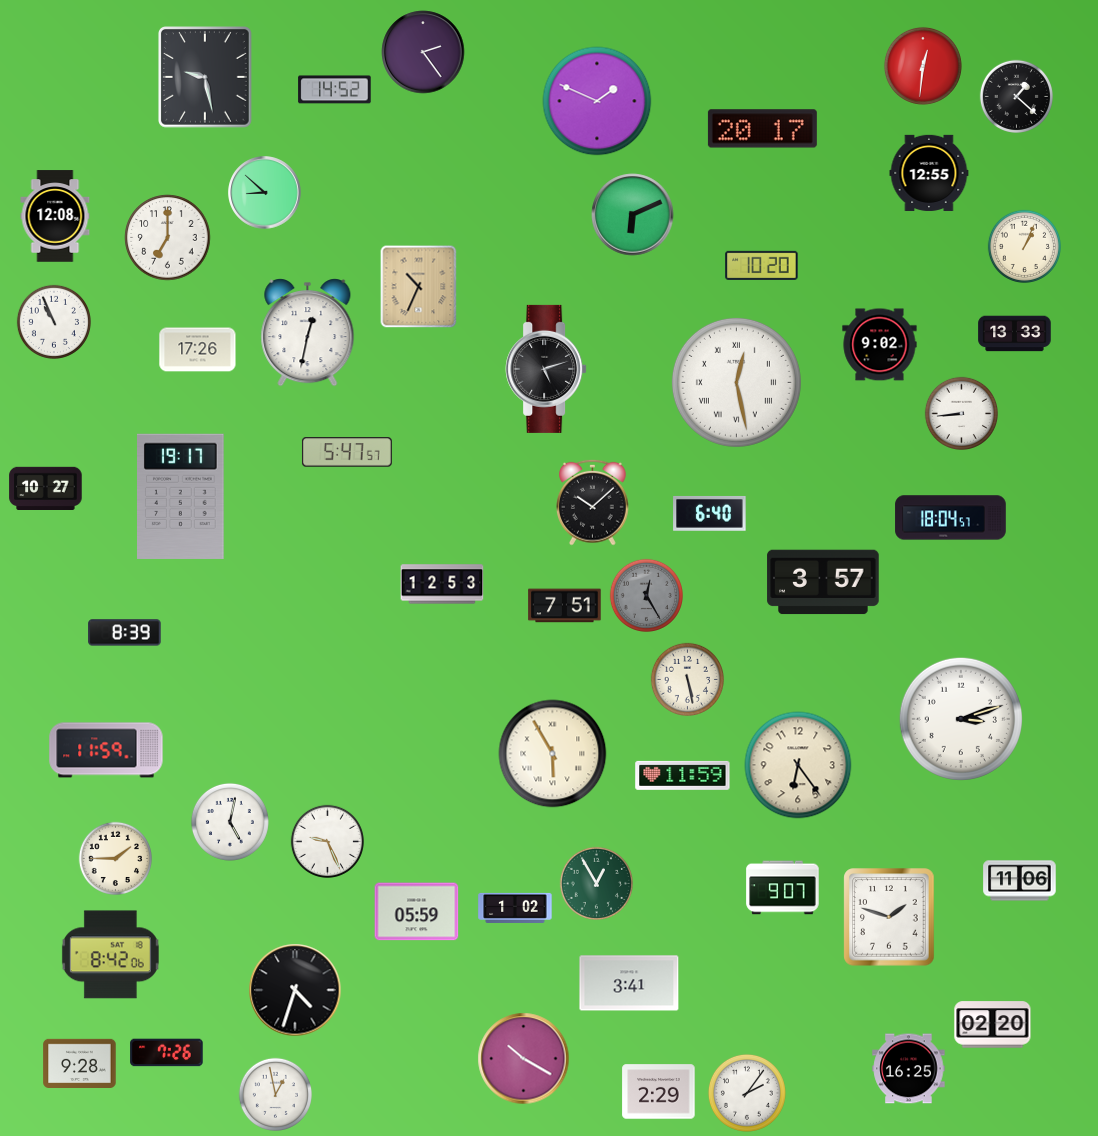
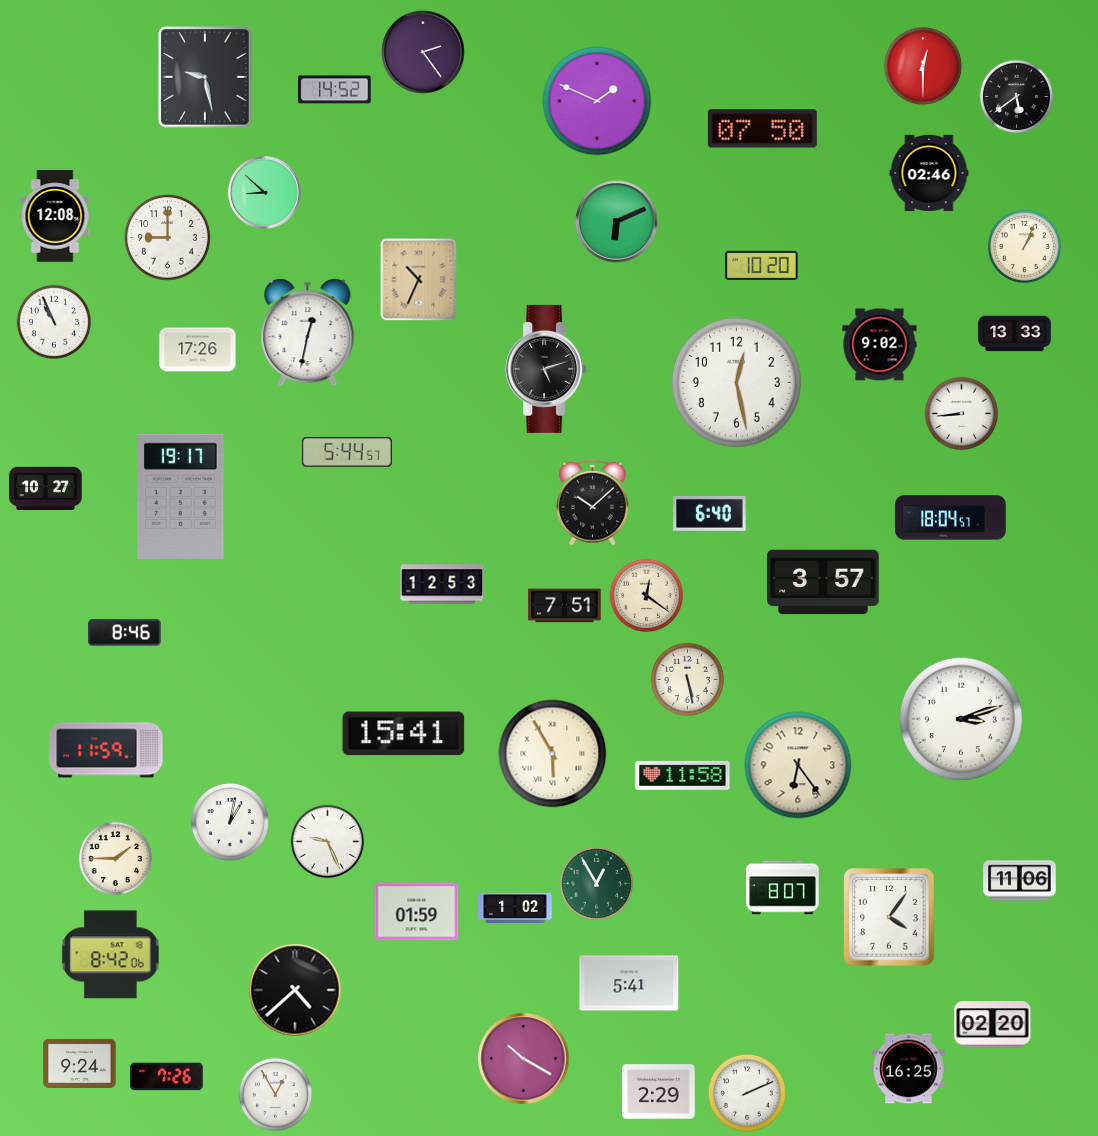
clock at (923, 66): 12:31 -> 12:30
clock at (1016, 96): 1:22 -> 5:39
clock at (762, 129): 20:17 -> 07:50
clock at (929, 172): 12:55 -> 02:46
clock at (633, 215) position: (633, 215) -> (617, 222)
clock at (168, 238): 7:00 -> 9:00
clock at (419, 287) position: (419, 287) -> (419, 280)
clock at (736, 382) numerals: Roman -> Arabic
clock at (347, 452): 5:47 -> 5:44
clock at (646, 595): 12:25 -> 12:21
clock at (646, 595) dial: grey -> cream
clock at (125, 633): 8:39 -> 8:46
clock at (404, 734): none -> 15:41
clock at (683, 775): 11:59 -> 11:58
clock at (230, 822): 5:02 -> 1:02
clock at (783, 888): 9:07 -> 8:07
clock at (417, 912): 05:59 -> 01:59
clock at (889, 917): 1:48 -> 4:06
clock at (629, 983): 3:41 -> 5:41
clock at (295, 990): 4:33 -> 4:38
clock at (167, 1053) position: (167, 1053) -> (167, 1077)
clock at (80, 1064): 9:28 -> 9:24
clock at (747, 1093): 2:06 -> 2:11
clock at (275, 1094): 12:58 -> 12:55
